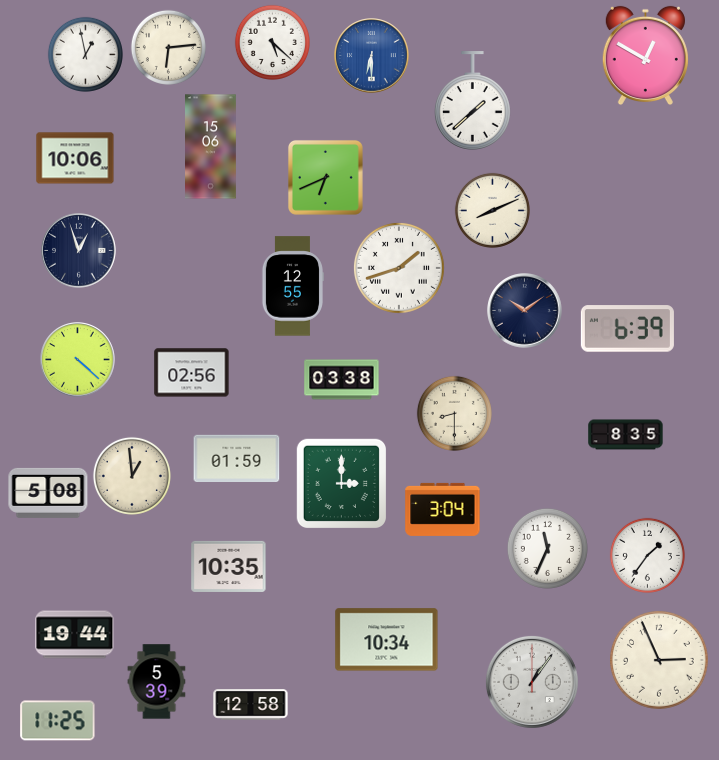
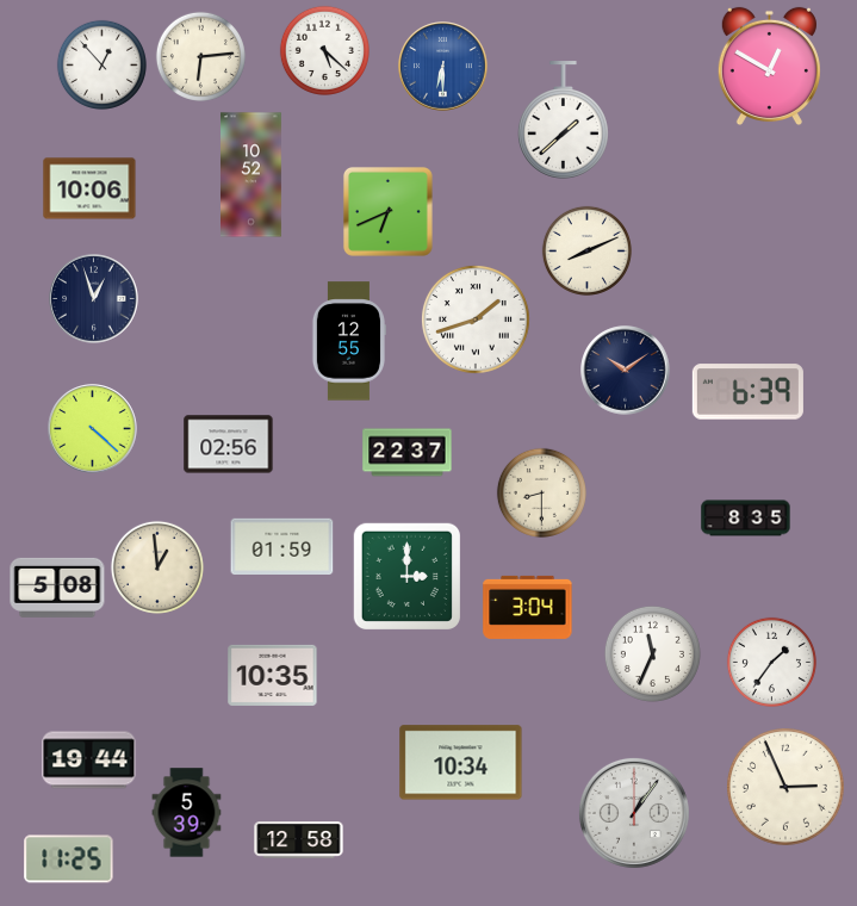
clock at (85, 54): 12:58 -> 12:53
clock at (211, 147): 15:06 -> 10:52
clock at (342, 380): 03:38 -> 22:37
clock at (75, 635) position: (75, 635) -> (89, 761)
